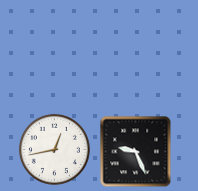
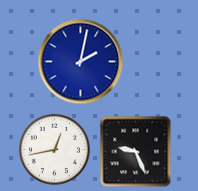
clock at (81, 62): none -> 2:02
